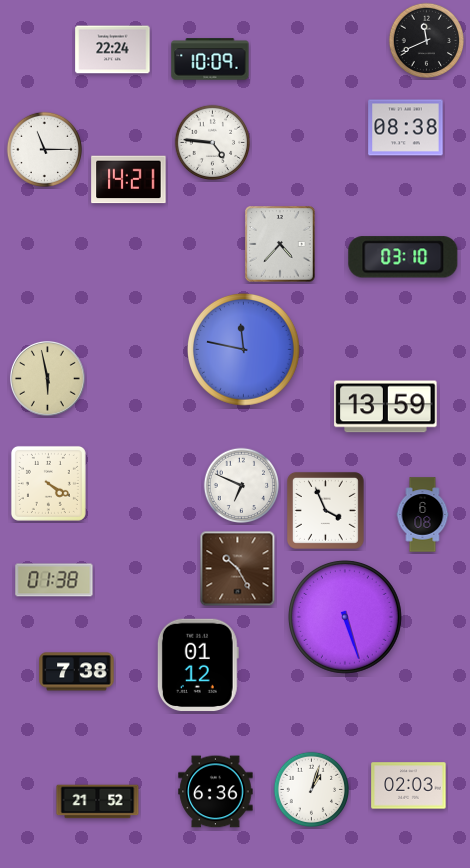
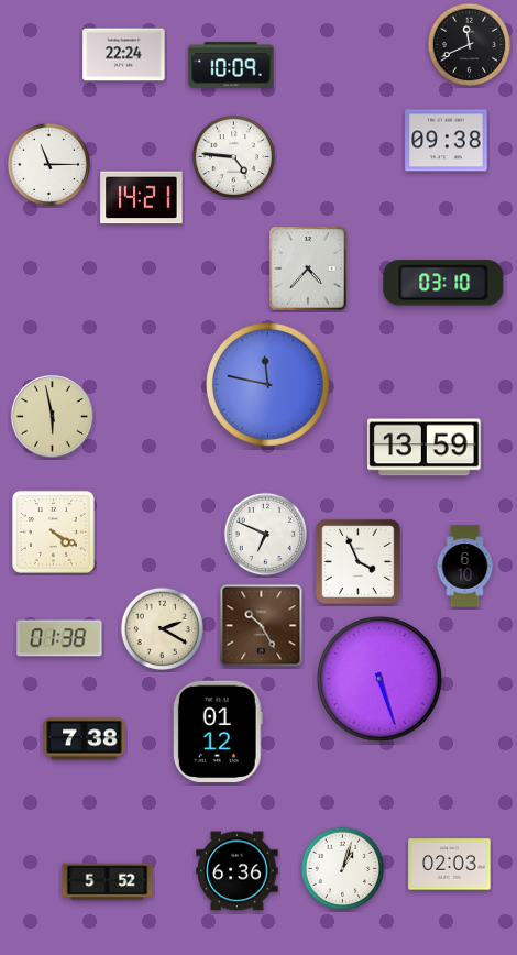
clock at (406, 128): 08:38 -> 09:38
clock at (423, 515): 6:08 -> 6:10
clock at (163, 629): none -> 2:20
clock at (98, 802): 21:52 -> 5:52
